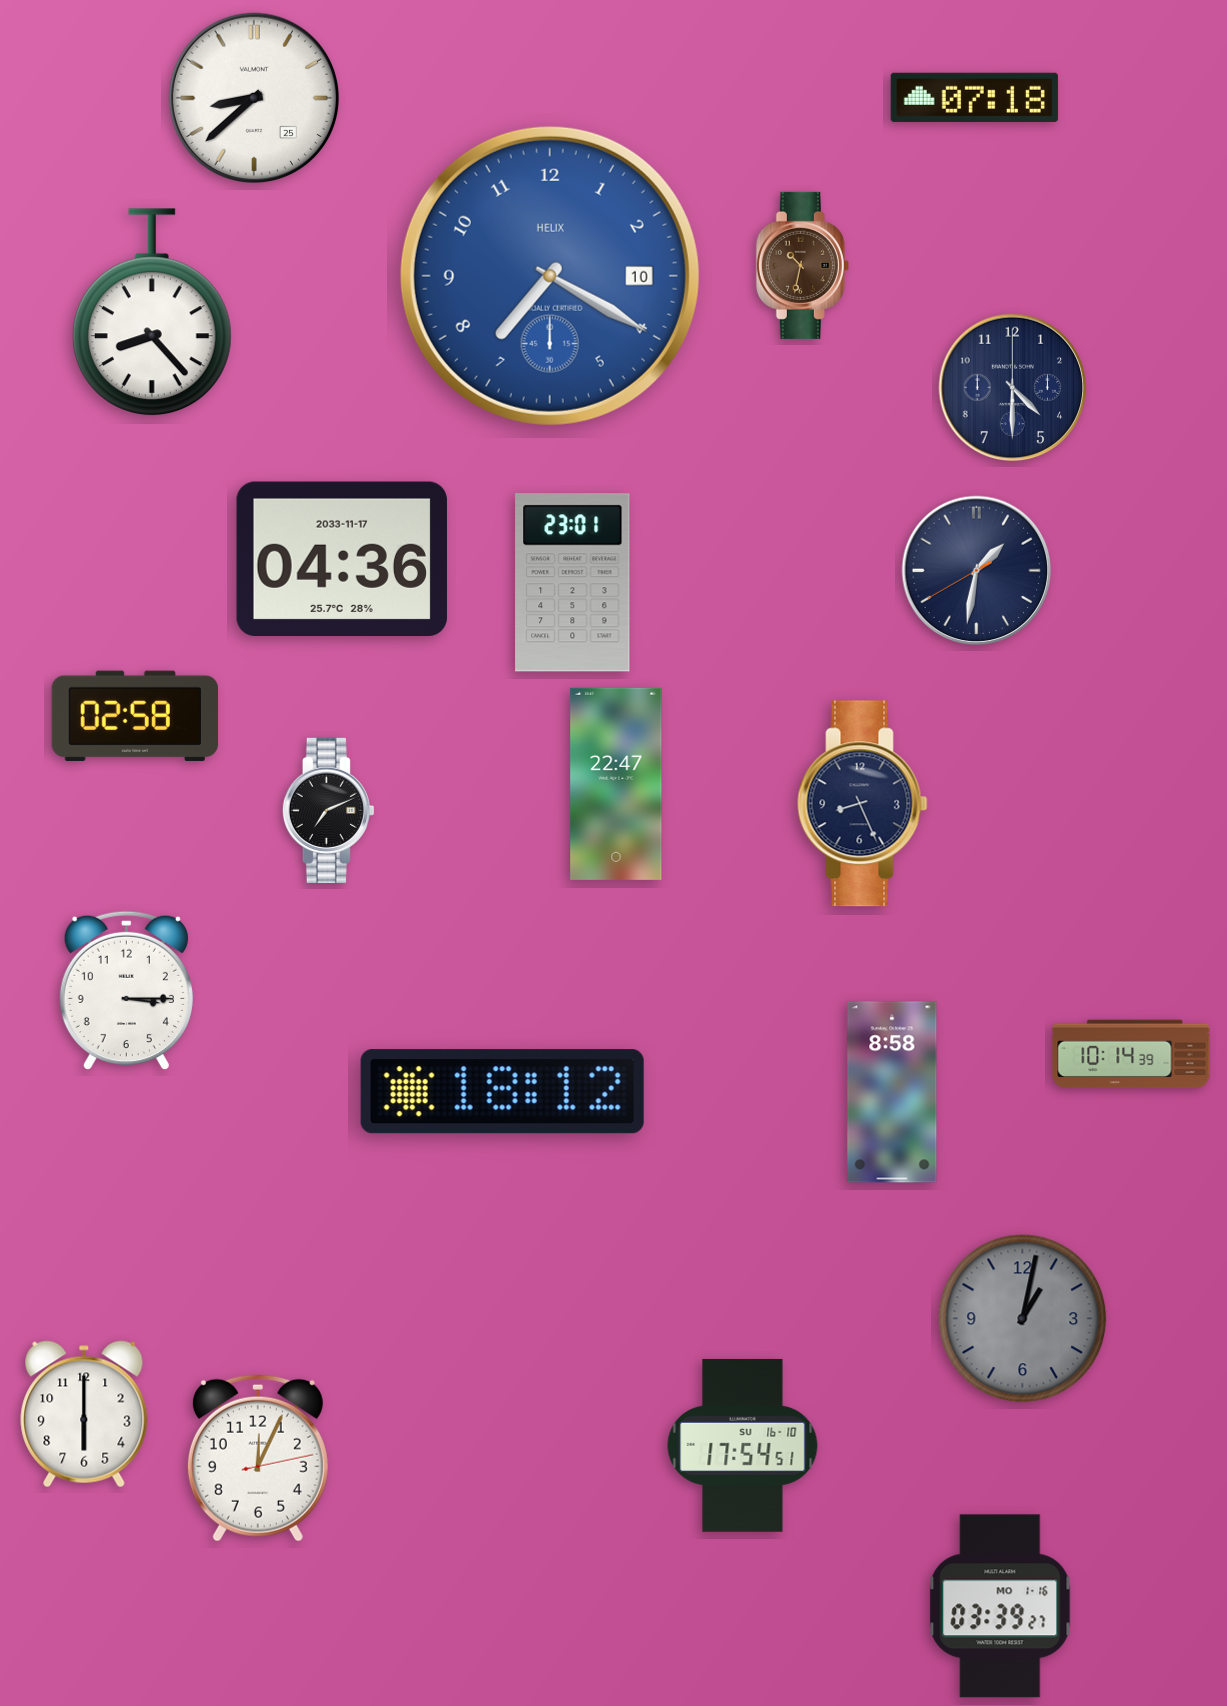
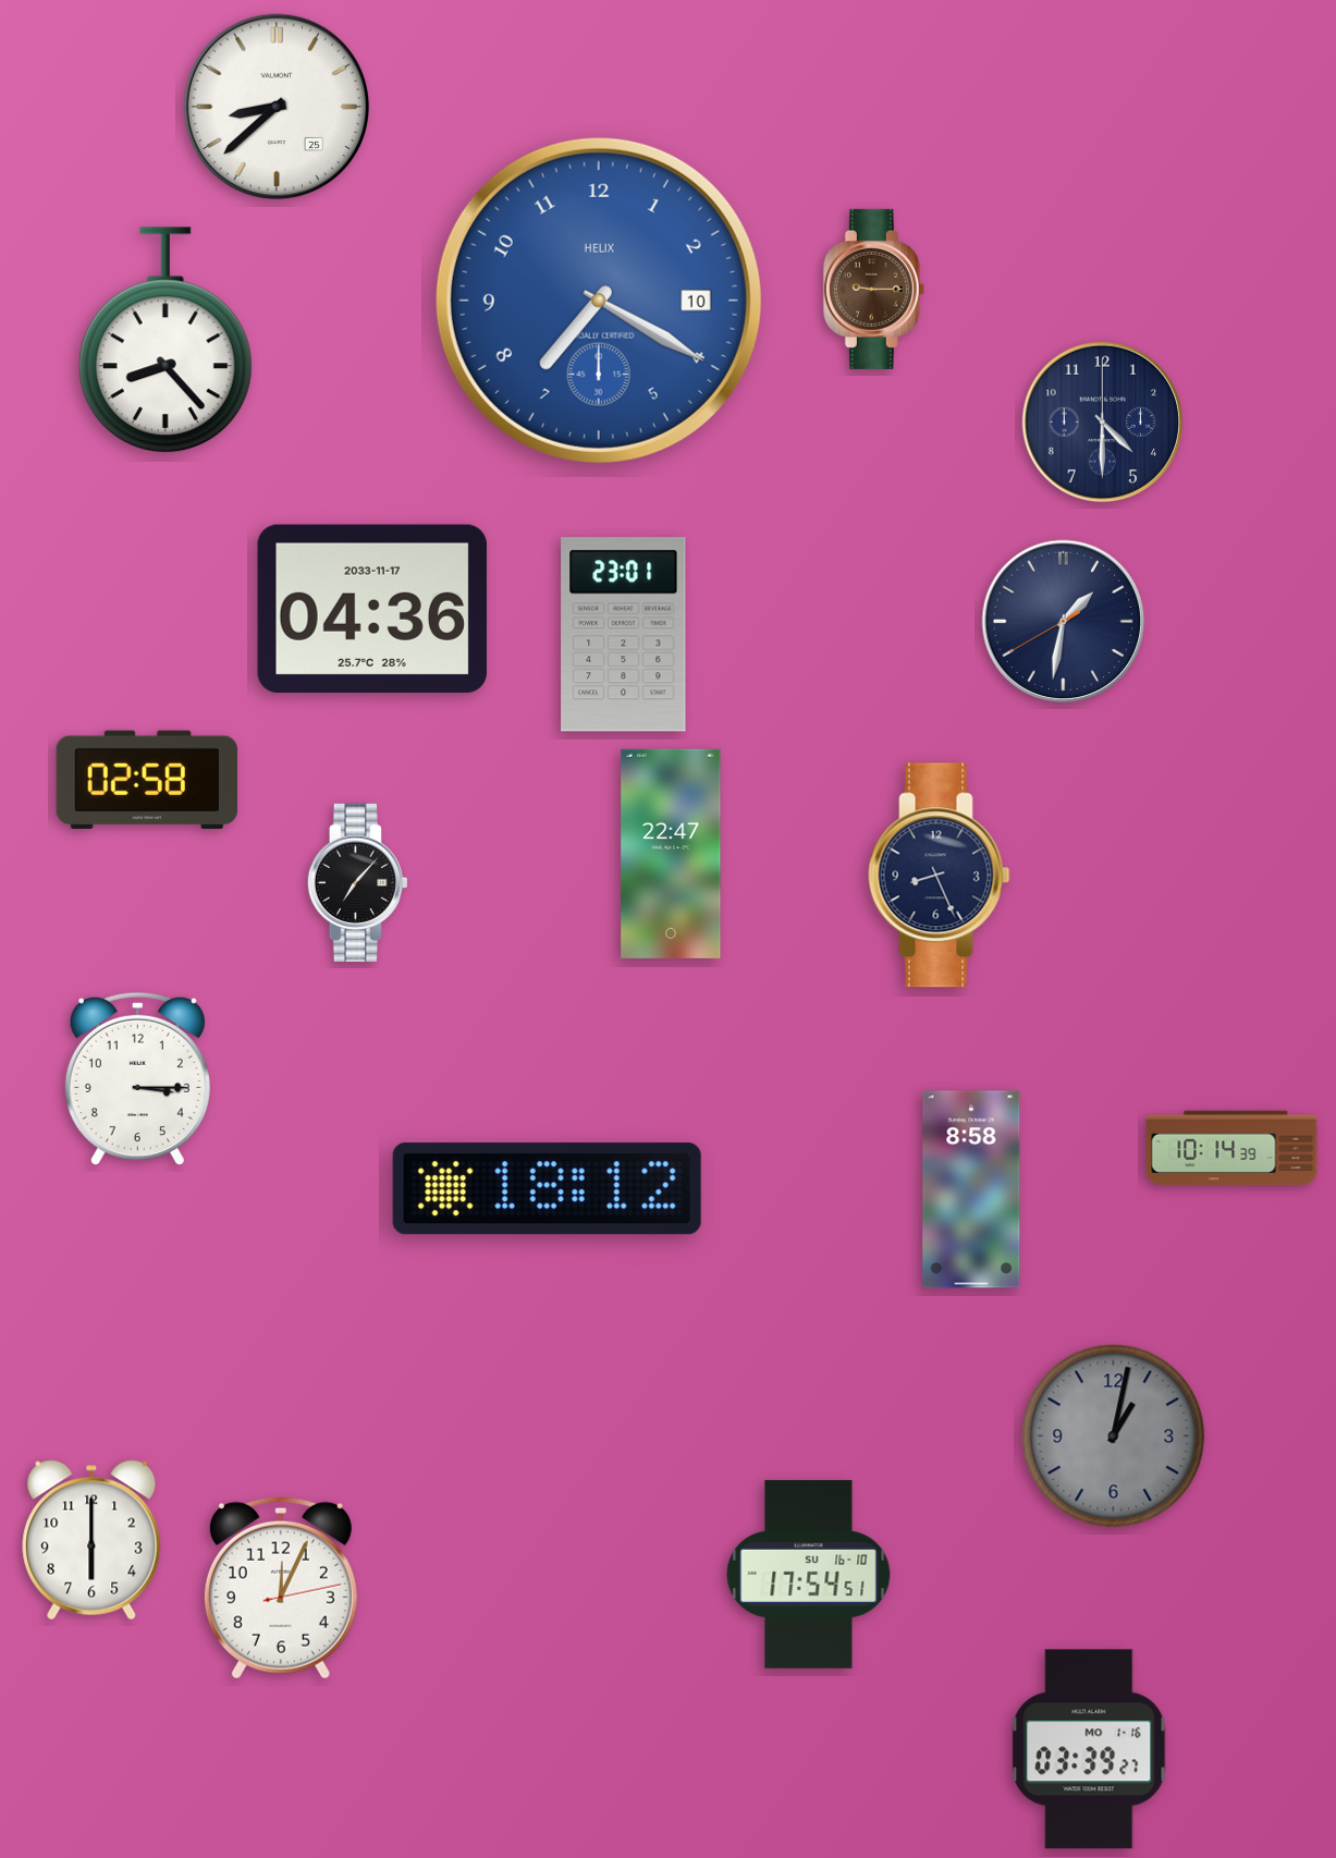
clock at (974, 97): 07:18 -> none
clock at (802, 265): 10:32 -> 9:15
clock at (328, 810): 7:11 -> 7:07
